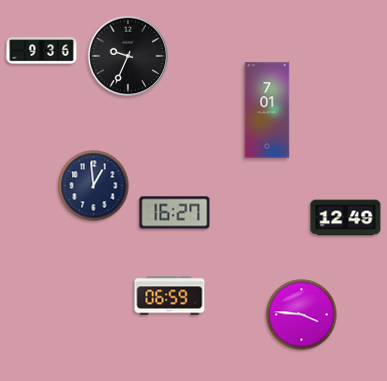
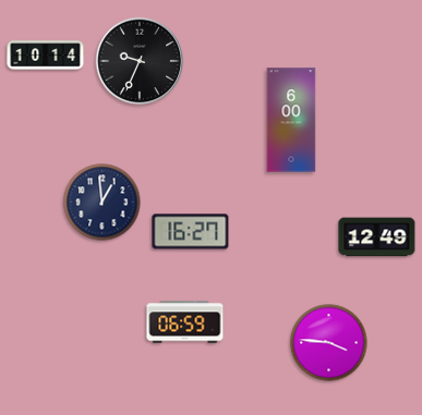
clock at (42, 51): 9:36 -> 10:14
clock at (267, 110): 7:01 -> 6:00
